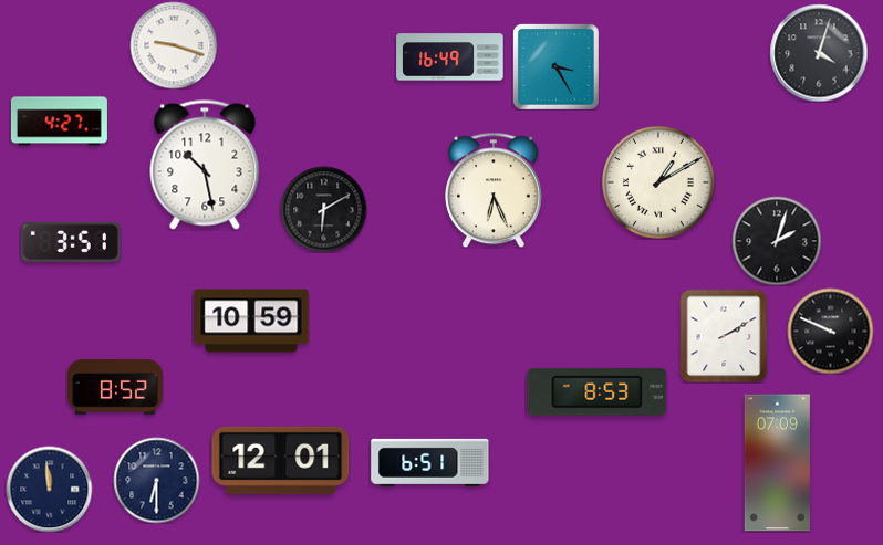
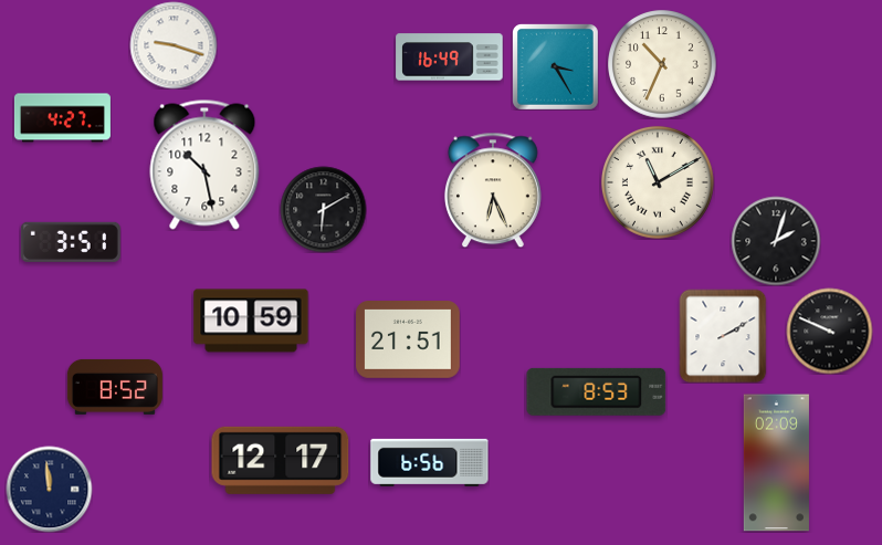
clock at (819, 53): 4:03 -> none
clock at (662, 64): none -> 10:34
clock at (59, 122) position: (59, 122) -> (62, 118)
clock at (658, 182): 1:10 -> 11:10
clock at (409, 340): none -> 21:51
clock at (281, 460): 12:01 -> 12:17
clock at (430, 462): 6:51 -> 6:56
clock at (777, 463): 07:09 -> 02:09
clock at (156, 480): 6:30 -> none
